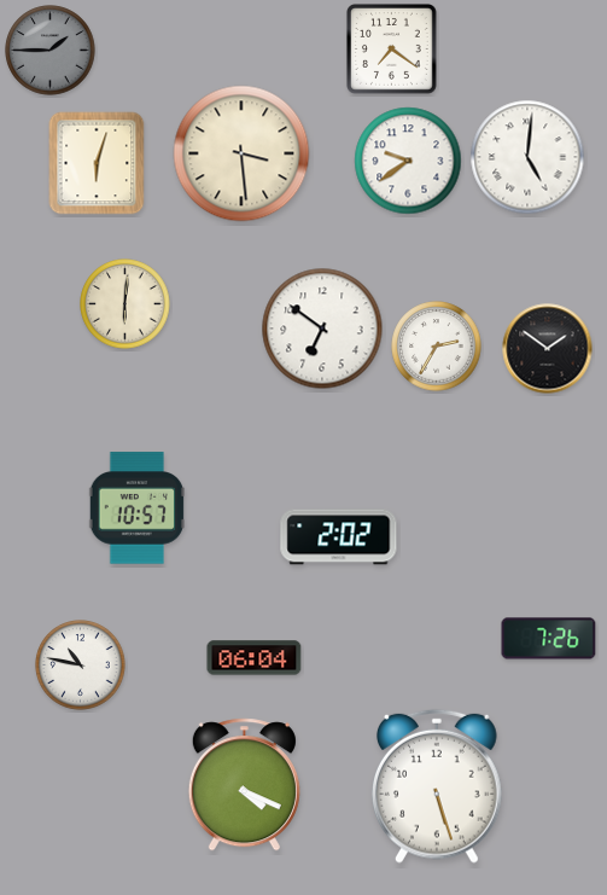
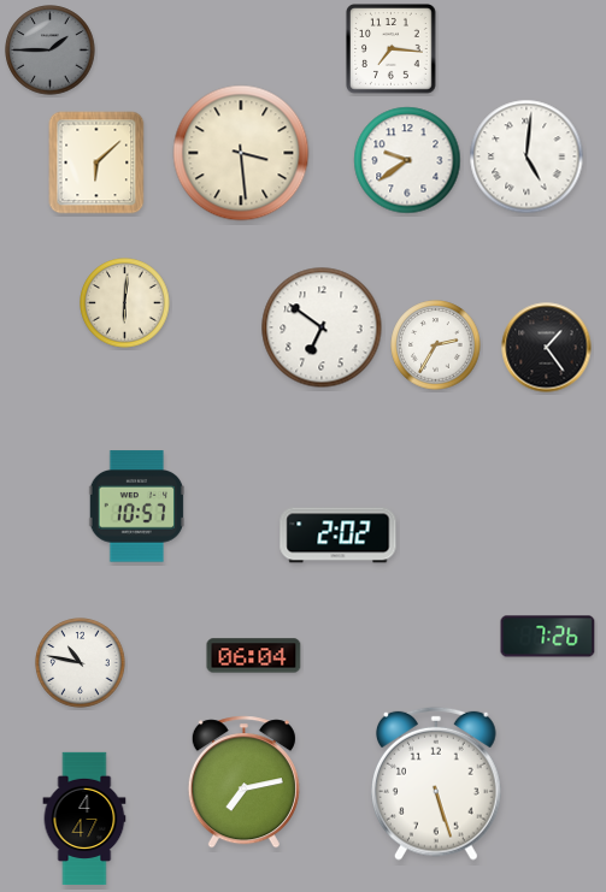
clock at (392, 50): 7:21 -> 7:16
clock at (97, 163): 6:03 -> 6:08
clock at (548, 349): 1:51 -> 1:24
clock at (244, 785): 4:19 -> 7:13
clock at (84, 819): none -> 4:47
